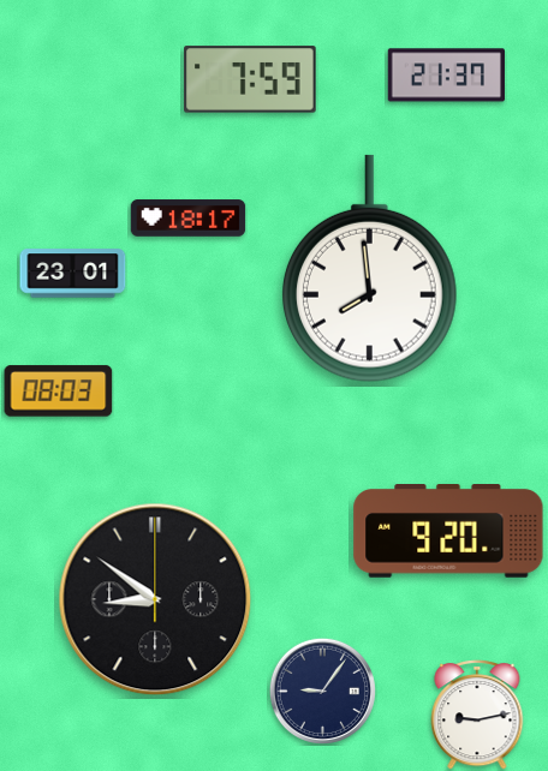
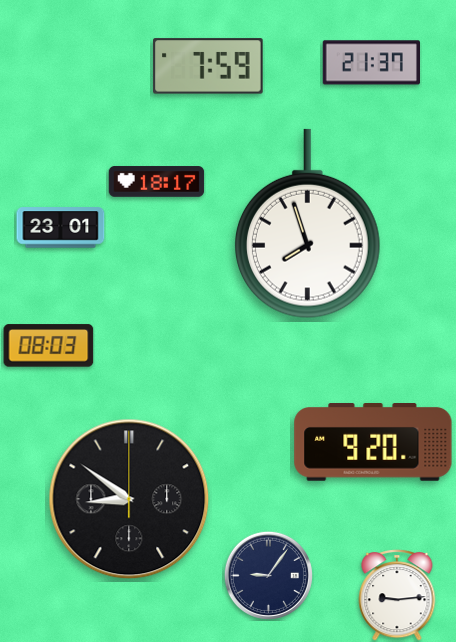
clock at (369, 269): 7:59 -> 7:57
clock at (59, 392) position: (59, 392) -> (49, 346)
clock at (477, 716): 9:13 -> 9:14
